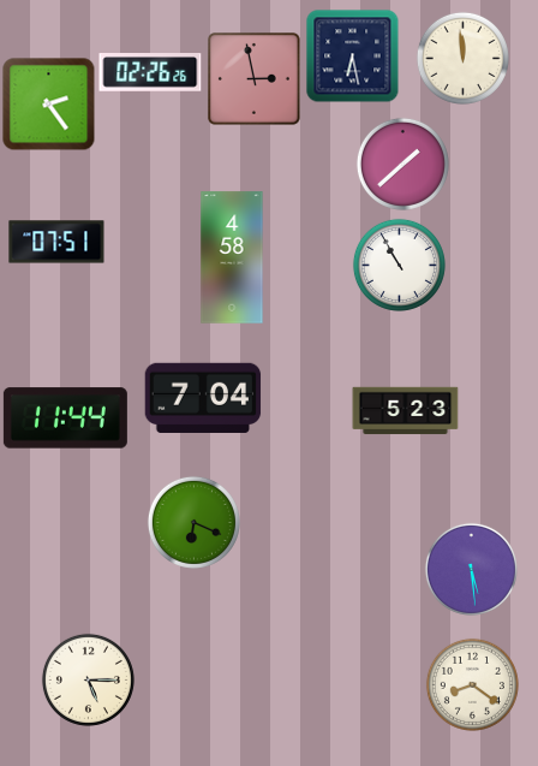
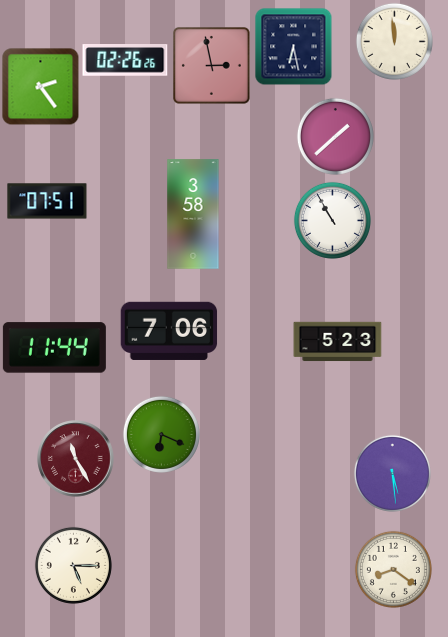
clock at (462, 58) position: (462, 58) -> (394, 41)
clock at (232, 257): 4:58 -> 3:58
clock at (203, 397): 7:04 -> 7:06
clock at (76, 459): none -> 11:25
